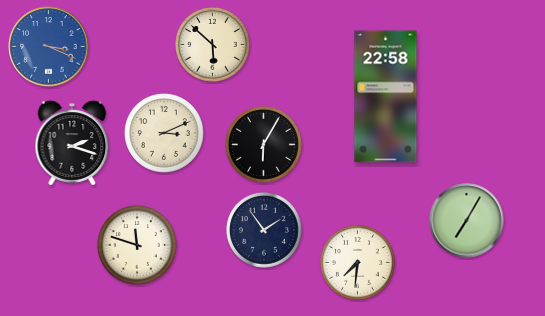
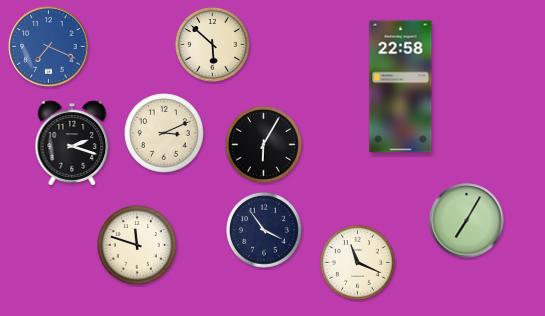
clock at (49, 47): 3:19 -> 7:19
clock at (386, 97) position: (386, 97) -> (401, 87)
clock at (265, 231): 1:54 -> 3:54
clock at (358, 263): 7:31 -> 11:19
